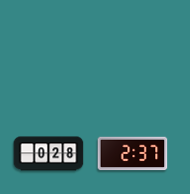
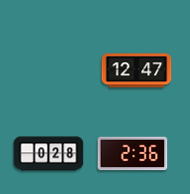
clock at (137, 71): none -> 12:47
clock at (133, 154): 2:37 -> 2:36
